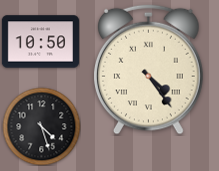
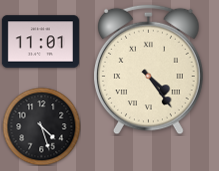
clock at (40, 42): 10:50 -> 11:01
